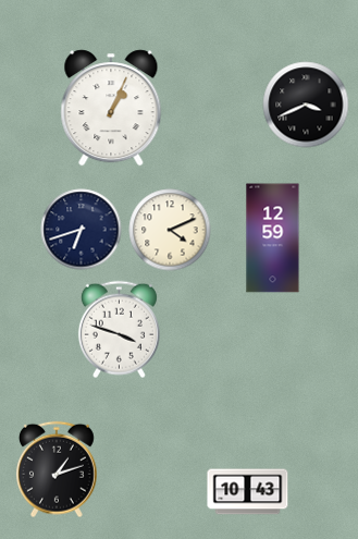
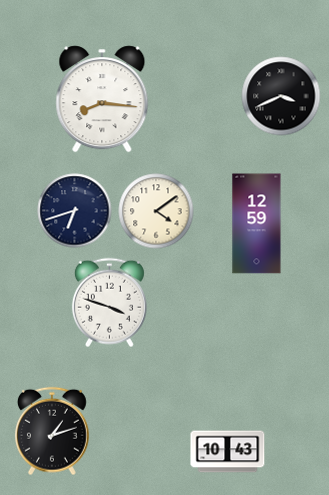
clock at (111, 108): 1:04 -> 8:16
clock at (170, 230): 4:11 -> 4:09
clock at (273, 238) position: (273, 238) -> (257, 224)
